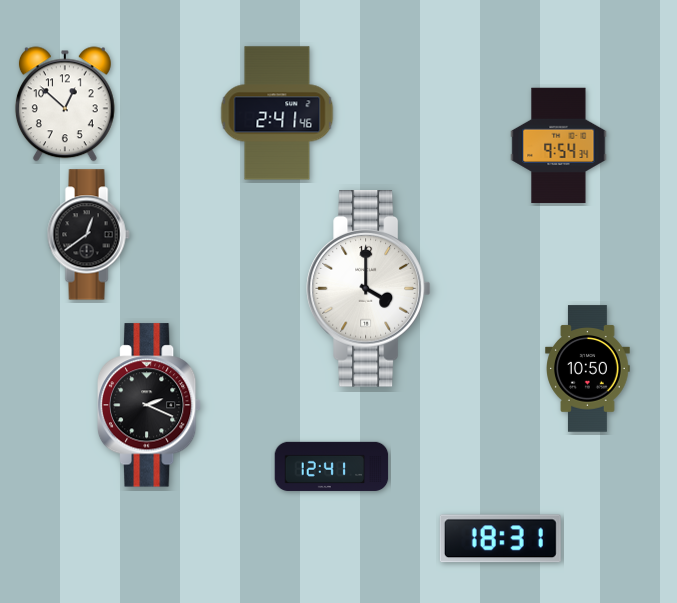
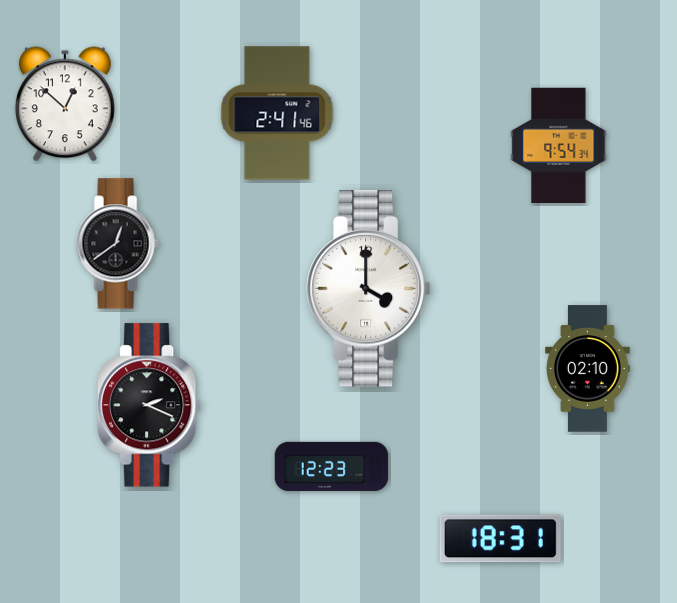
clock at (88, 235) position: (88, 235) -> (117, 244)
clock at (588, 369): 10:50 -> 02:10
clock at (332, 466): 12:41 -> 12:23
